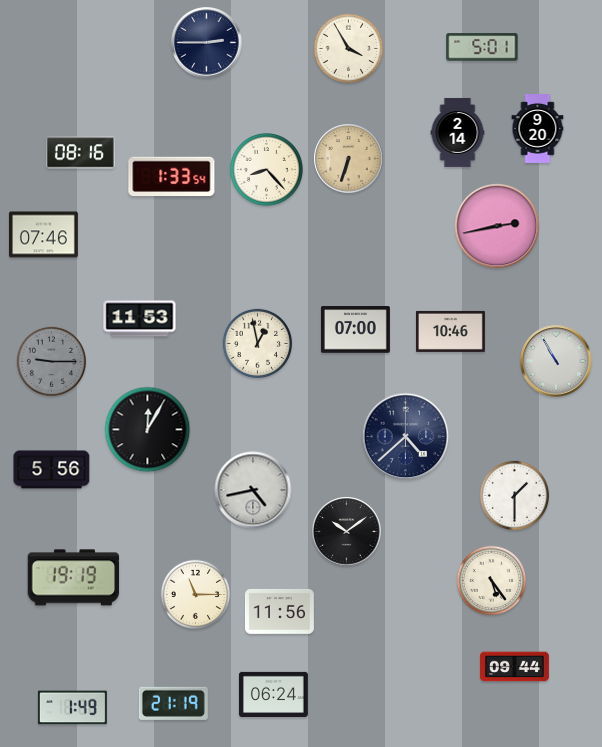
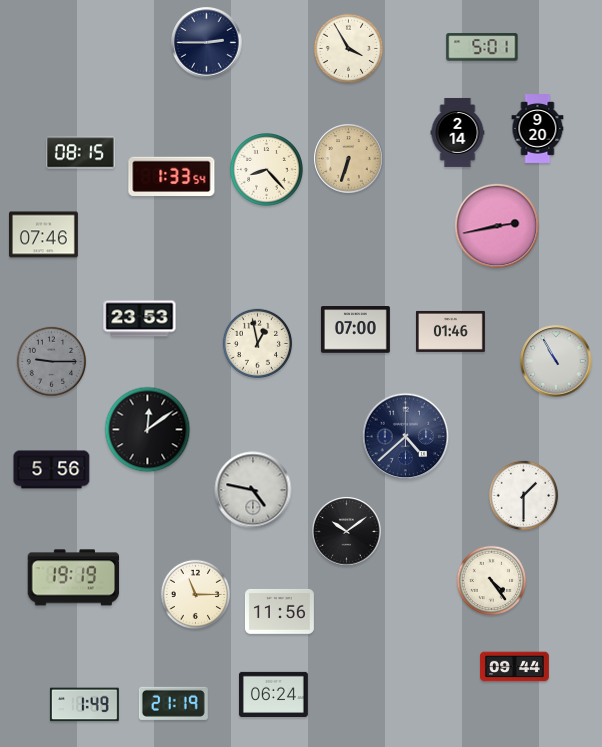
clock at (80, 153): 08:16 -> 08:15
clock at (140, 319): 11:53 -> 23:53
clock at (450, 331): 10:46 -> 01:46
clock at (148, 430): 12:05 -> 12:09
clock at (253, 490): 4:43 -> 4:47
clock at (515, 496) position: (515, 496) -> (524, 496)
clock at (492, 581): 5:24 -> 4:24
clock at (72, 708) position: (72, 708) -> (84, 705)
